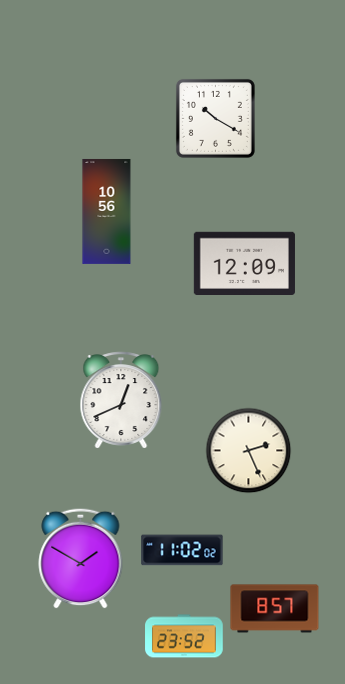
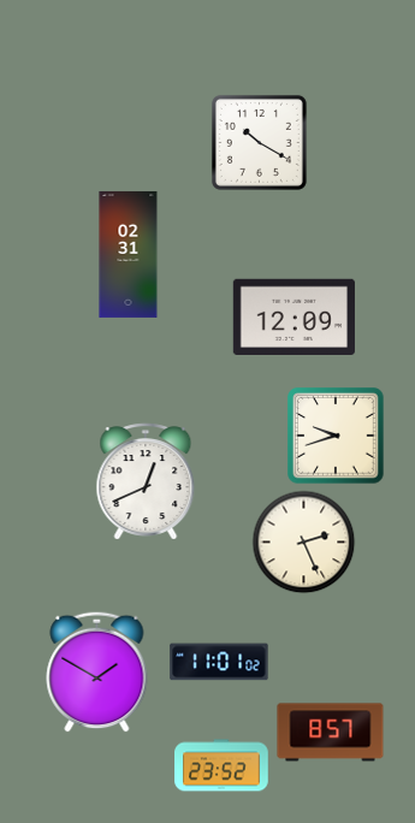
clock at (107, 211): 10:56 -> 02:31
clock at (336, 436): none -> 9:42
clock at (249, 451) position: (249, 451) -> (304, 543)
clock at (182, 550): 11:02 -> 11:01
